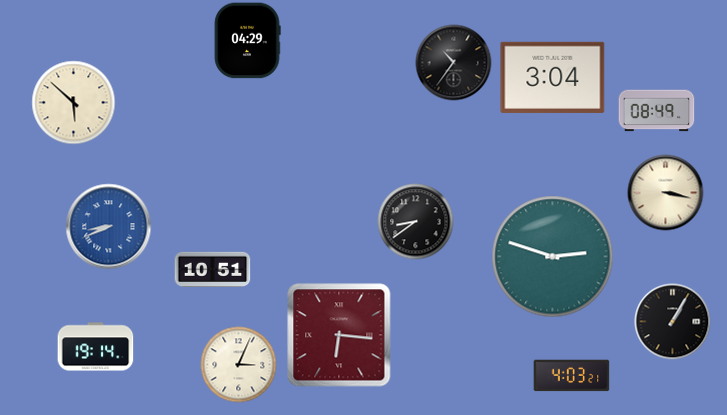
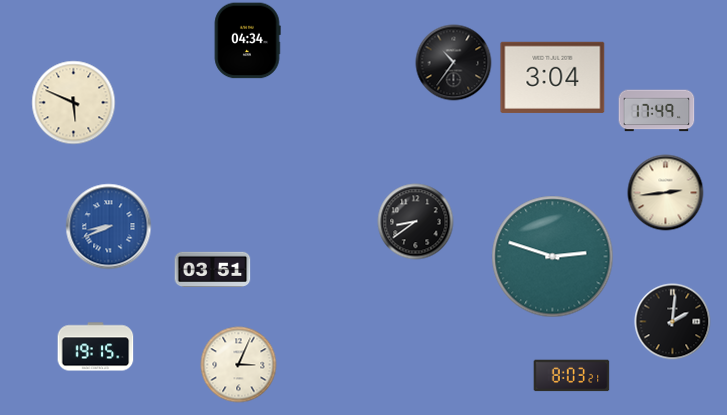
clock at (247, 41): 04:29 -> 04:34
clock at (74, 103): 5:52 -> 5:49
clock at (657, 111): 08:49 -> 17:49
clock at (666, 193): 3:17 -> 2:44
clock at (213, 269): 10:51 -> 03:51
clock at (673, 322): 1:05 -> 2:01
clock at (339, 335): 6:16 -> none
clock at (96, 347): 19:14 -> 19:15
clock at (572, 376): 4:03 -> 8:03
